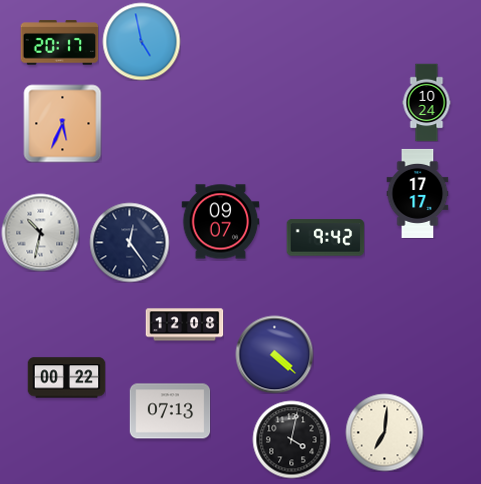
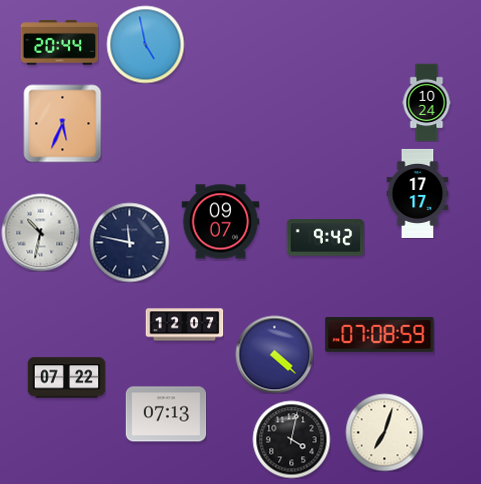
clock at (141, 41) position: (141, 41) -> (145, 44)
clock at (59, 43): 20:17 -> 20:44
clock at (129, 242): 12:24 -> 11:47
clock at (184, 325): 12:08 -> 12:07
clock at (380, 335): none -> 07:08
clock at (66, 378): 00:22 -> 07:22
clock at (170, 411) position: (170, 411) -> (166, 414)
clock at (384, 432): 7:01 -> 7:03
